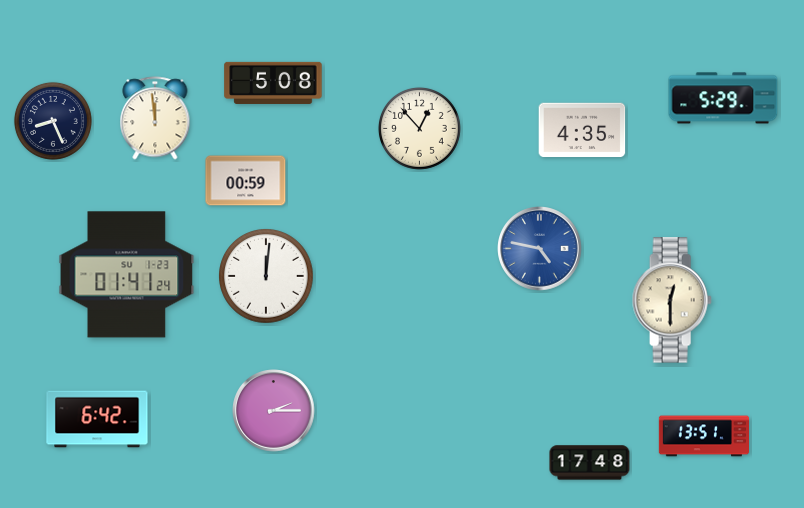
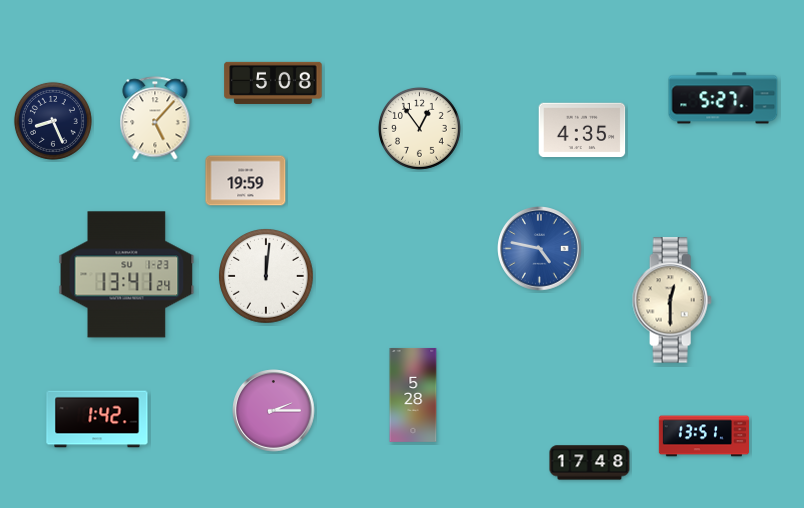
clock at (723, 98): 5:29 -> 5:27
clock at (155, 118): 11:59 -> 5:07
clock at (419, 128): 12:53 -> 12:54
clock at (246, 181): 00:59 -> 19:59
clock at (127, 275): 01:41 -> 13:41
clock at (413, 395): none -> 5:28
clock at (97, 419): 6:42 -> 1:42
